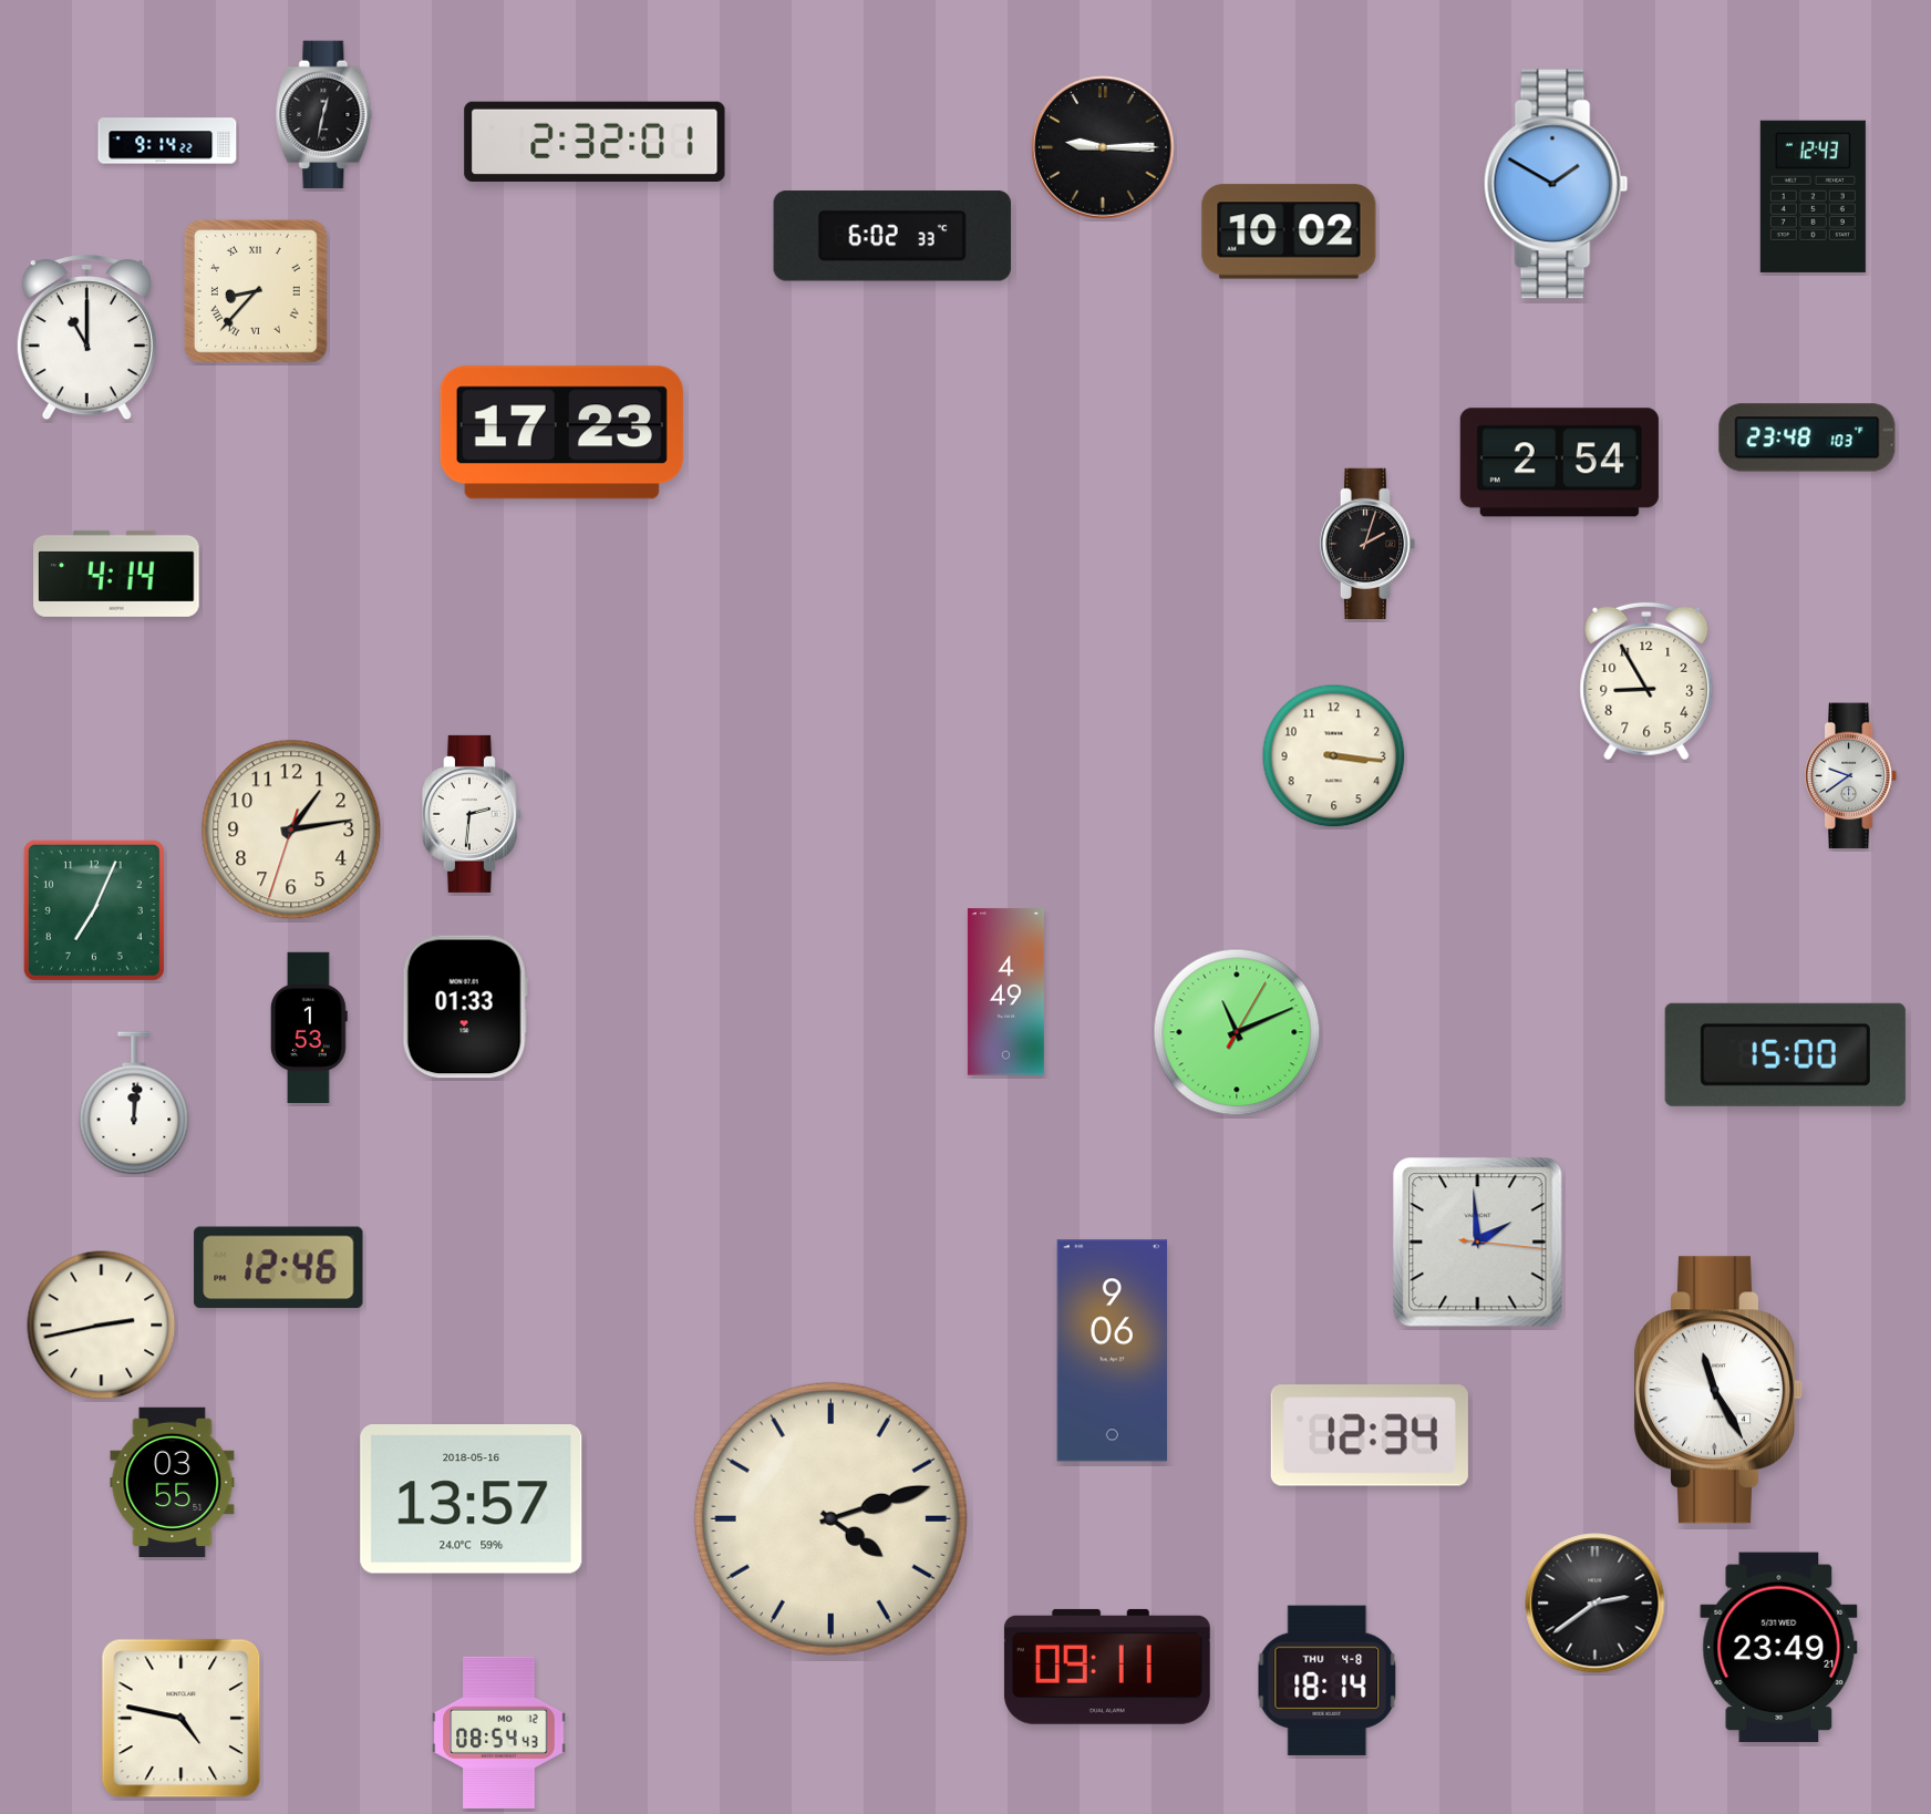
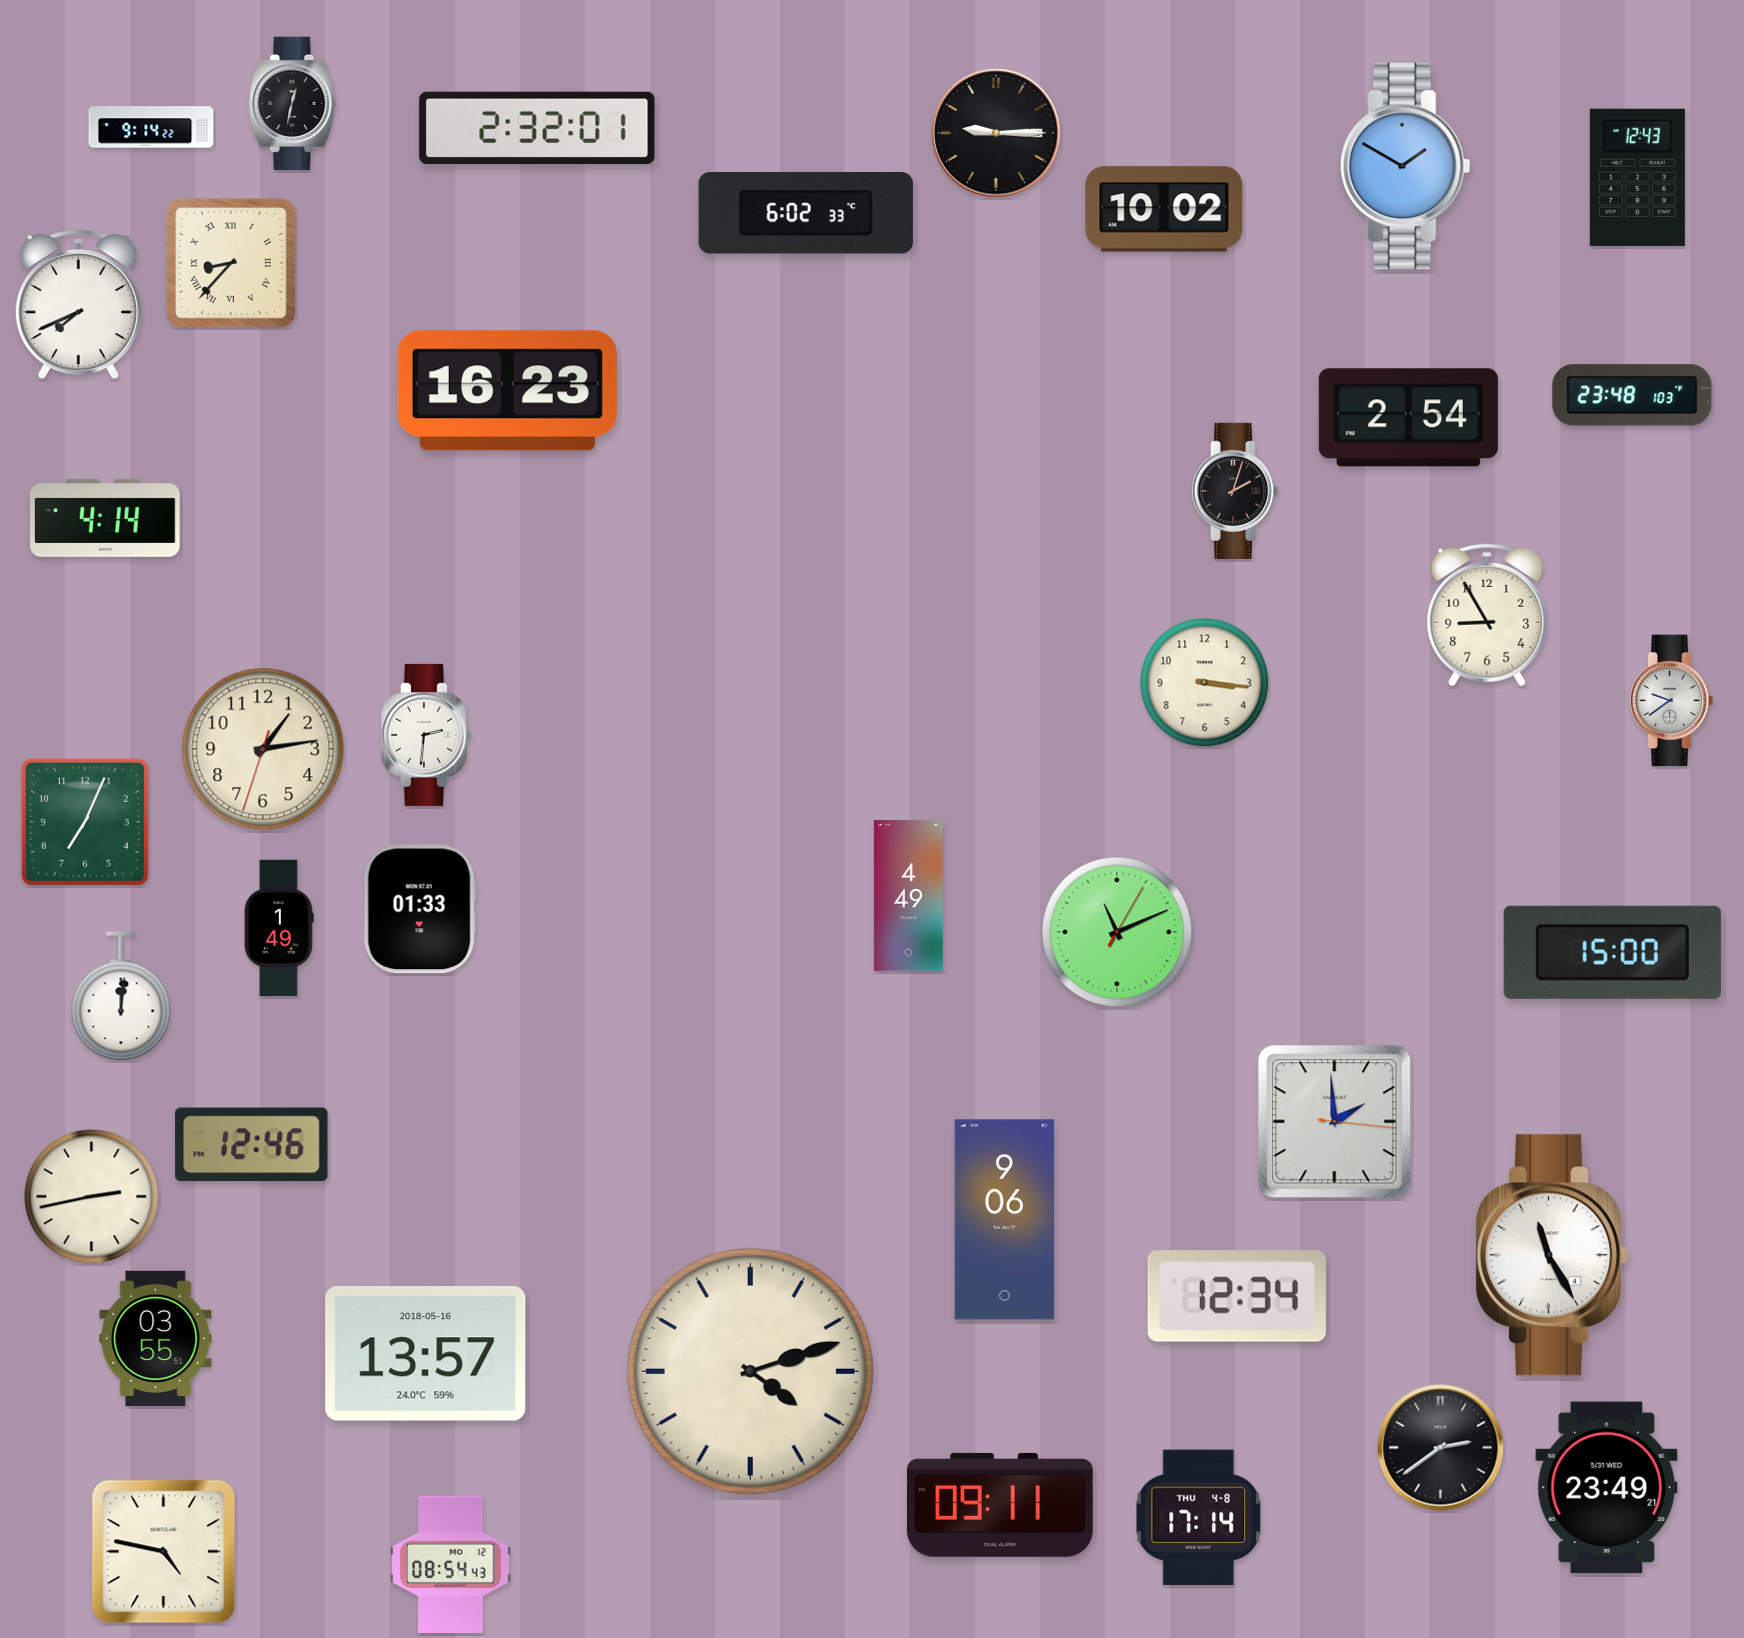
clock at (86, 338): 11:00 -> 7:41
clock at (561, 433): 17:23 -> 16:23
clock at (309, 1028): 1:53 -> 1:49
clock at (1328, 1680): 18:14 -> 17:14
